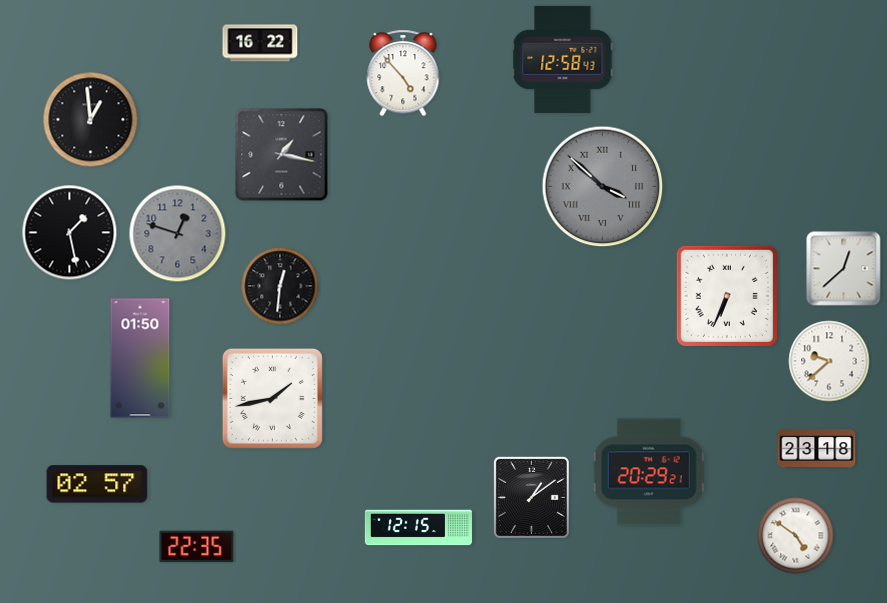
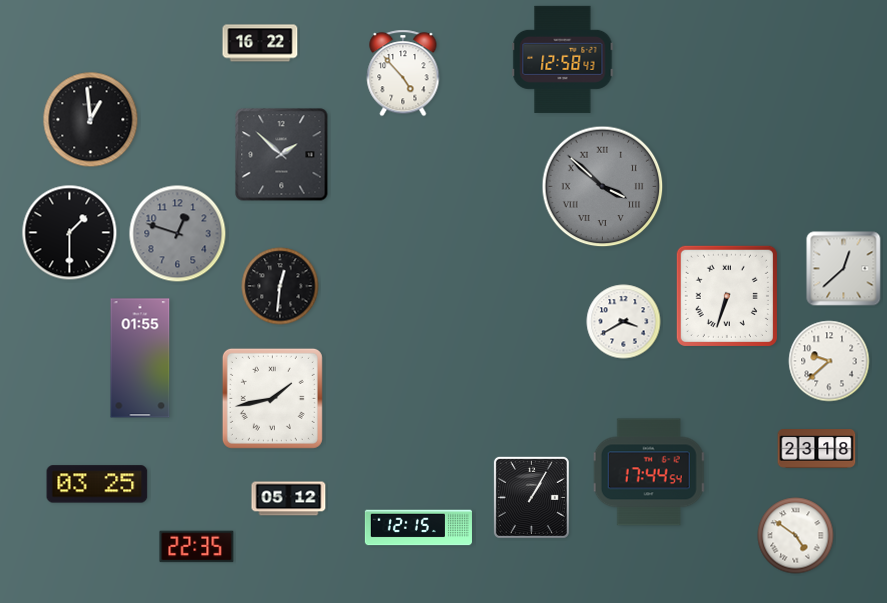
clock at (282, 155): 1:17 -> 1:52
clock at (70, 233): 1:28 -> 1:30
clock at (727, 296): 6:34 -> 6:33
clock at (624, 322): none -> 3:40
clock at (140, 358): 01:50 -> 01:55
clock at (649, 472): 20:29 -> 17:44
clock at (97, 484): 02:57 -> 03:25
clock at (531, 497): 1:09 -> 1:05
clock at (289, 499): none -> 05:12
